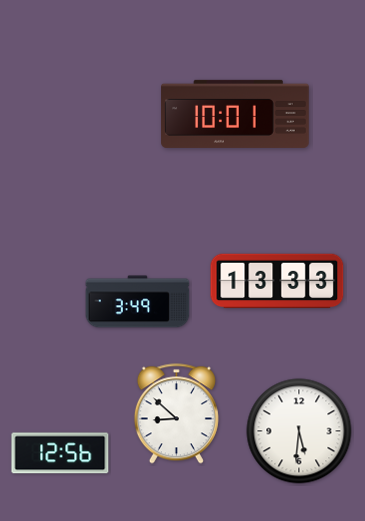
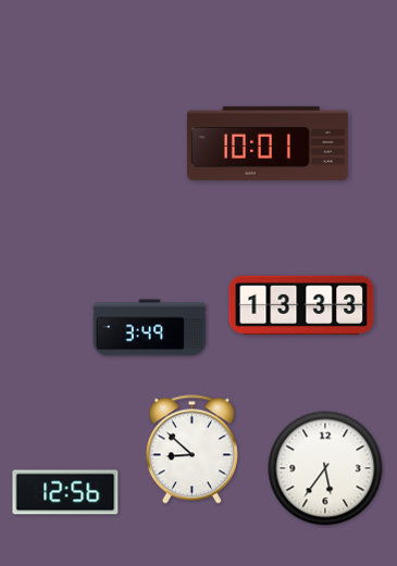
clock at (235, 114) position: (235, 114) -> (268, 143)
clock at (299, 431): 5:31 -> 5:36
